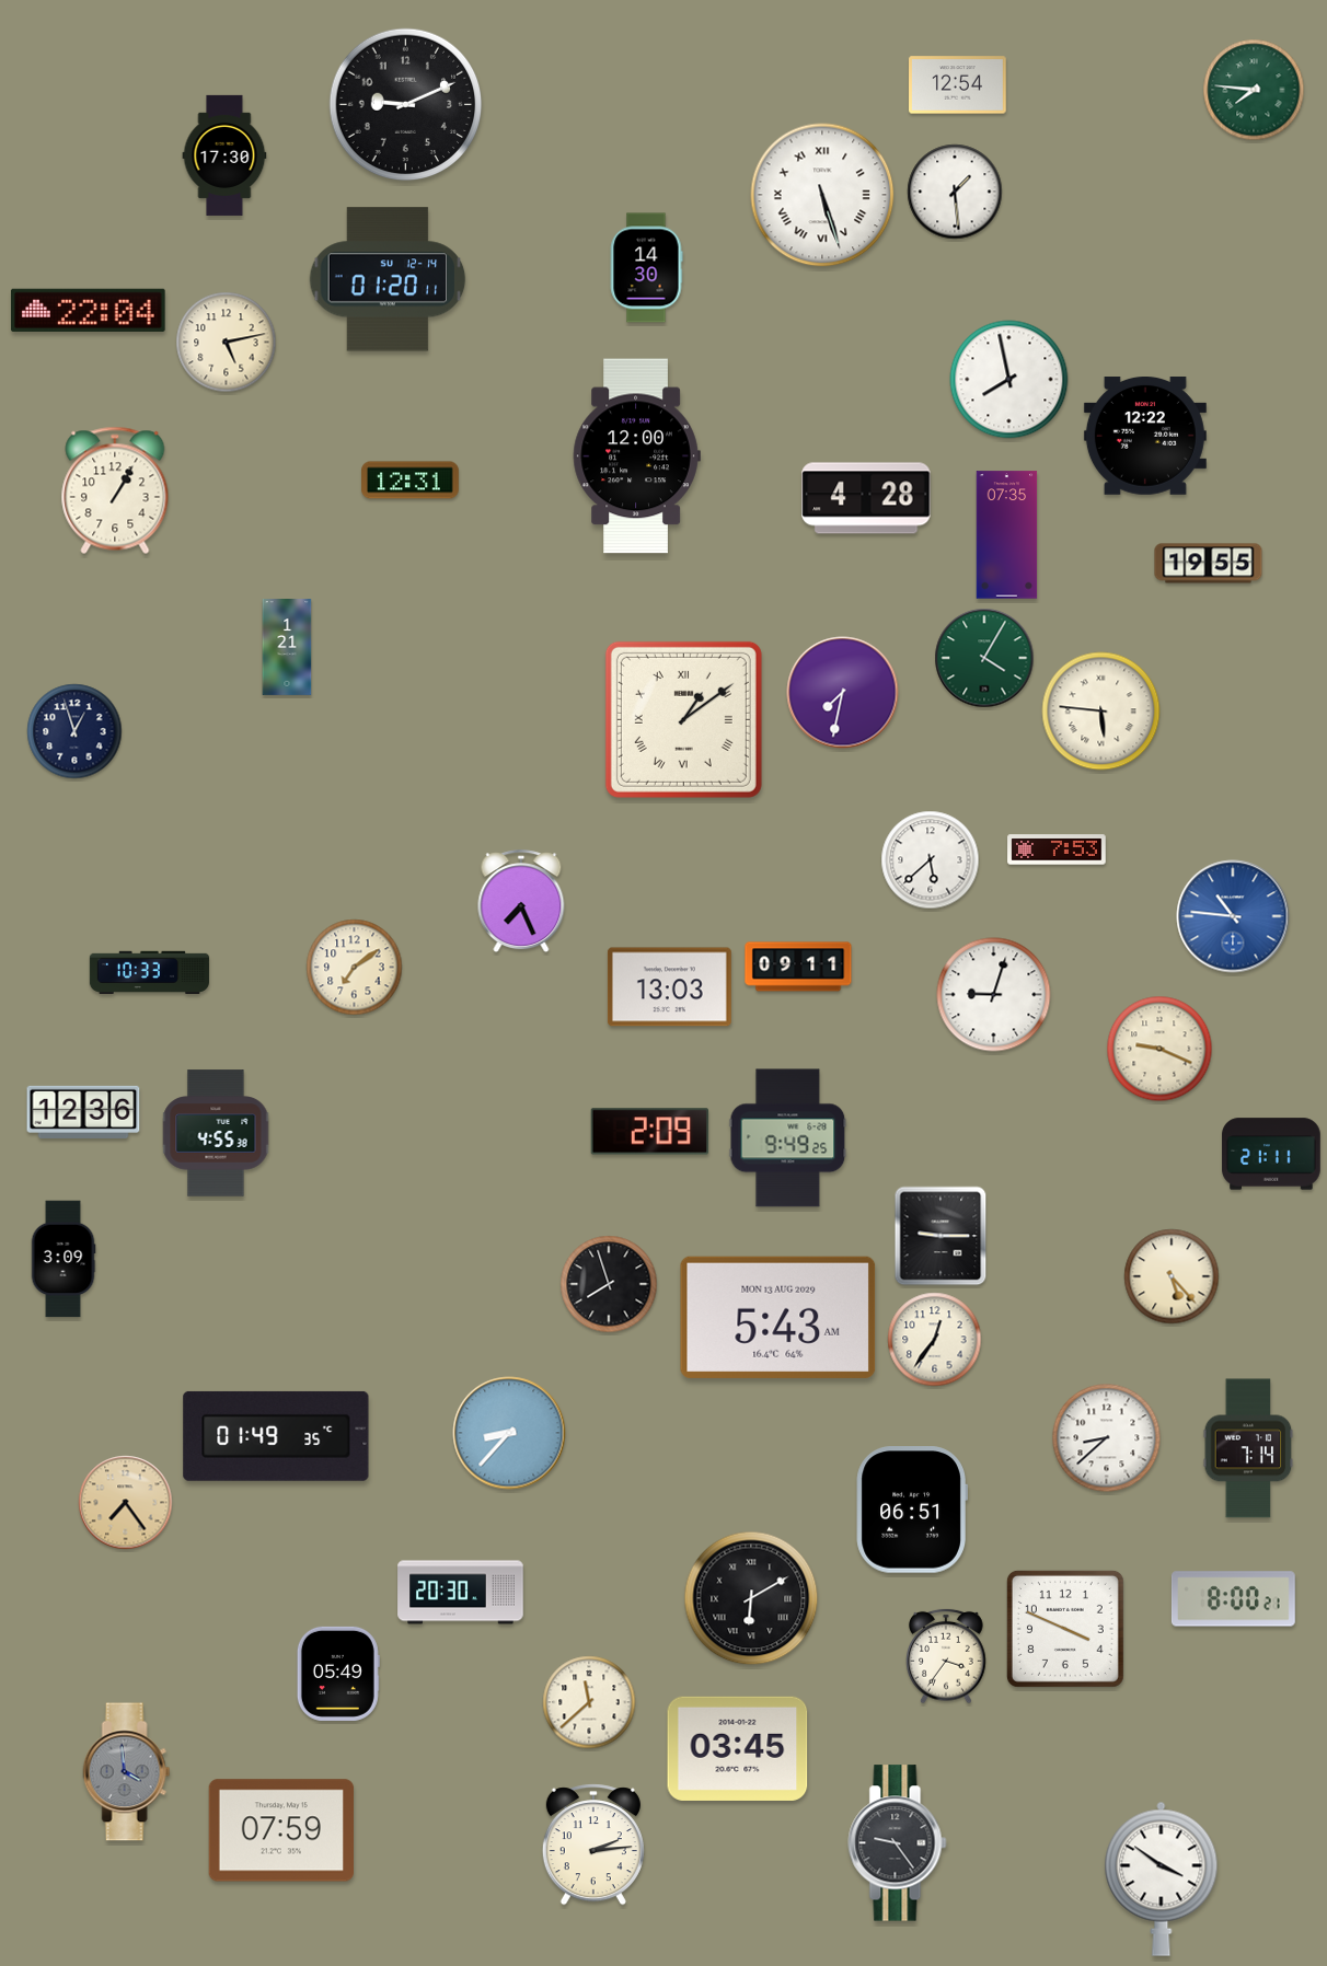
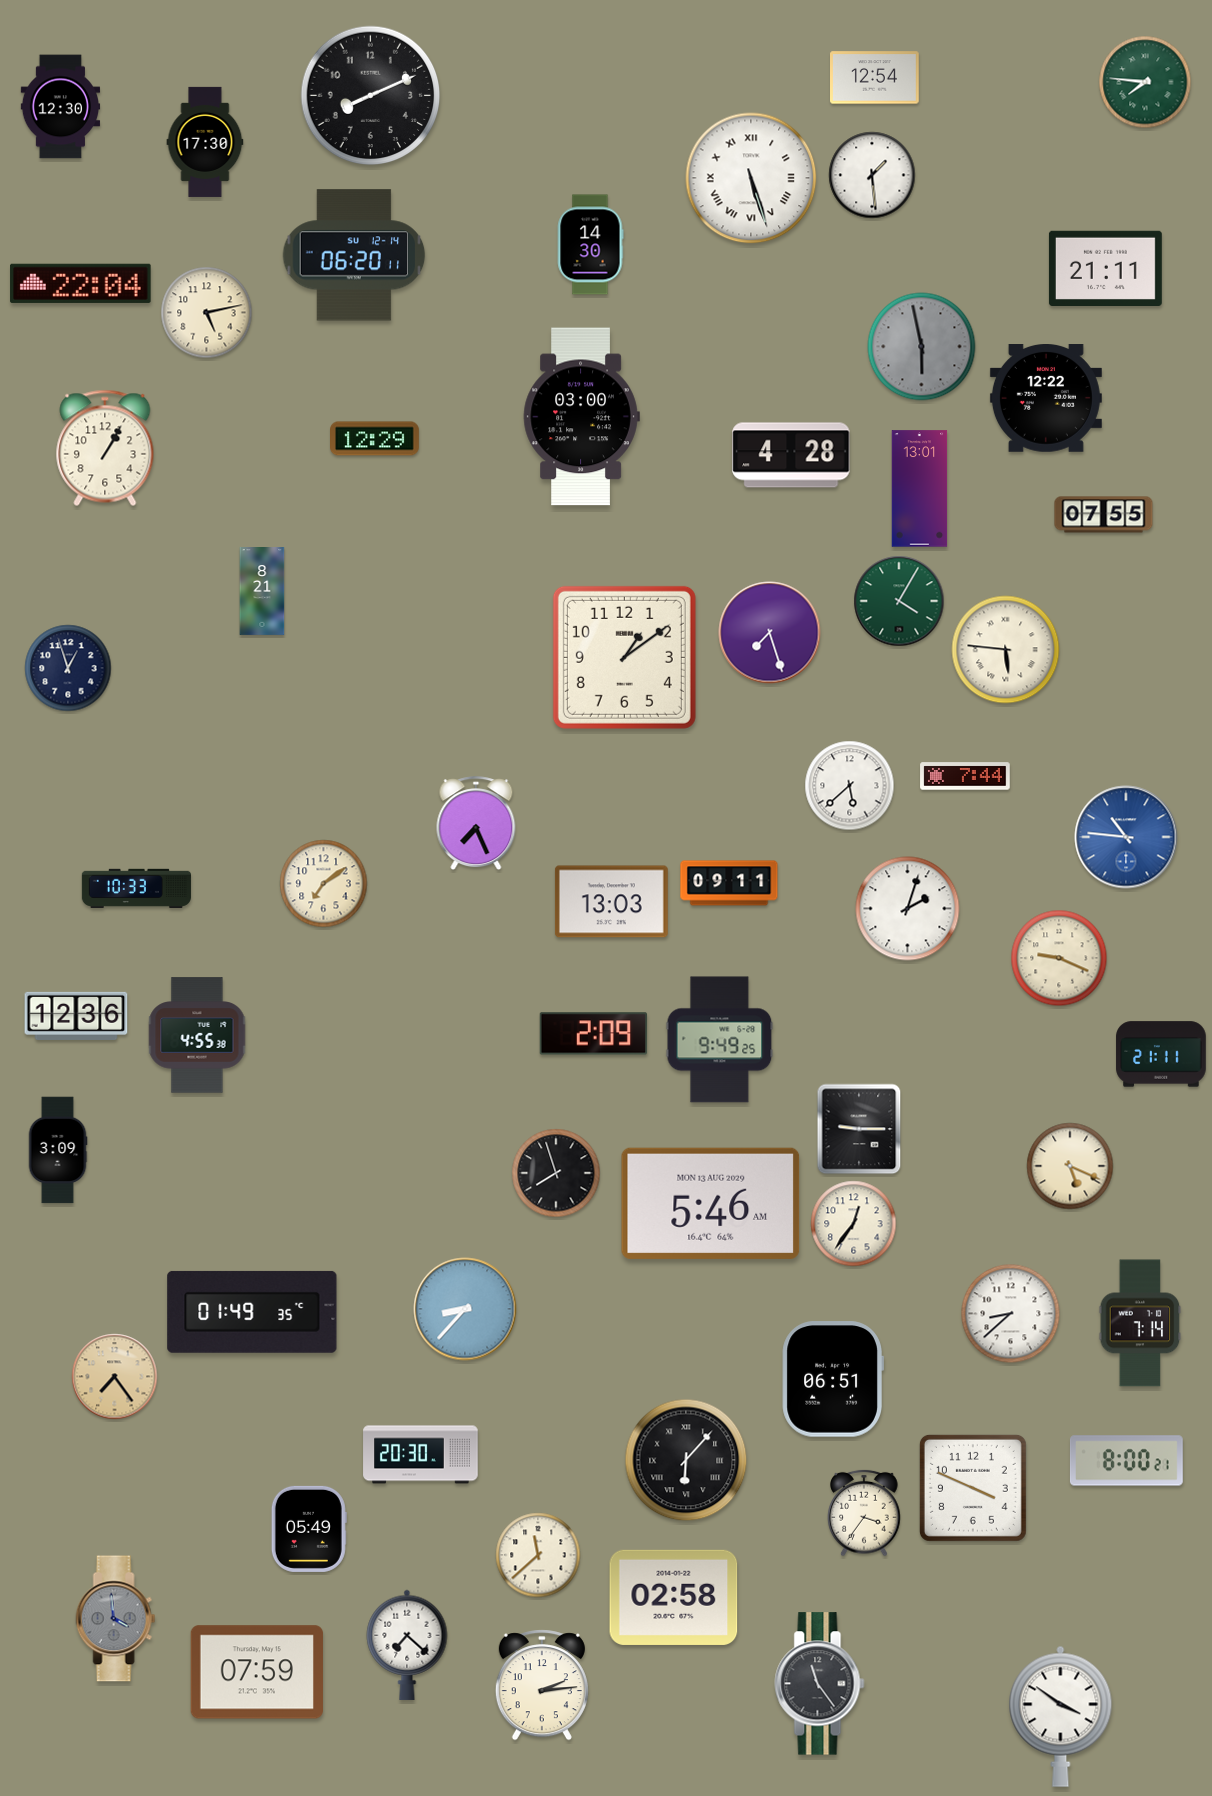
clock at (406, 105): 9:11 -> 8:11
clock at (61, 107): none -> 12:30
clock at (388, 279): 01:20 -> 06:20
clock at (1105, 268): none -> 21:11
clock at (1009, 380): 7:58 -> 5:58
clock at (1009, 380) dial: white -> grey
clock at (636, 456): 12:00 -> 03:00
clock at (411, 481): 12:31 -> 12:29
clock at (1007, 535): 07:35 -> 13:01
clock at (1209, 564): 19:55 -> 07:55
clock at (287, 648): 1:21 -> 8:21
clock at (843, 693): 7:32 -> 7:27
clock at (683, 719) numerals: Roman -> Arabic
clock at (1057, 849): 7:53 -> 7:44
clock at (994, 995): 9:03 -> 2:03
clock at (1172, 1276): 5:23 -> 5:19
clock at (778, 1317): 5:43 -> 5:46
clock at (126, 1503) position: (126, 1503) -> (115, 1377)
clock at (751, 1598): 6:10 -> 6:07
clock at (738, 1748): 03:45 -> 02:58
clock at (407, 1645): none -> 7:22
clock at (898, 1843): 9:24 -> 11:24
